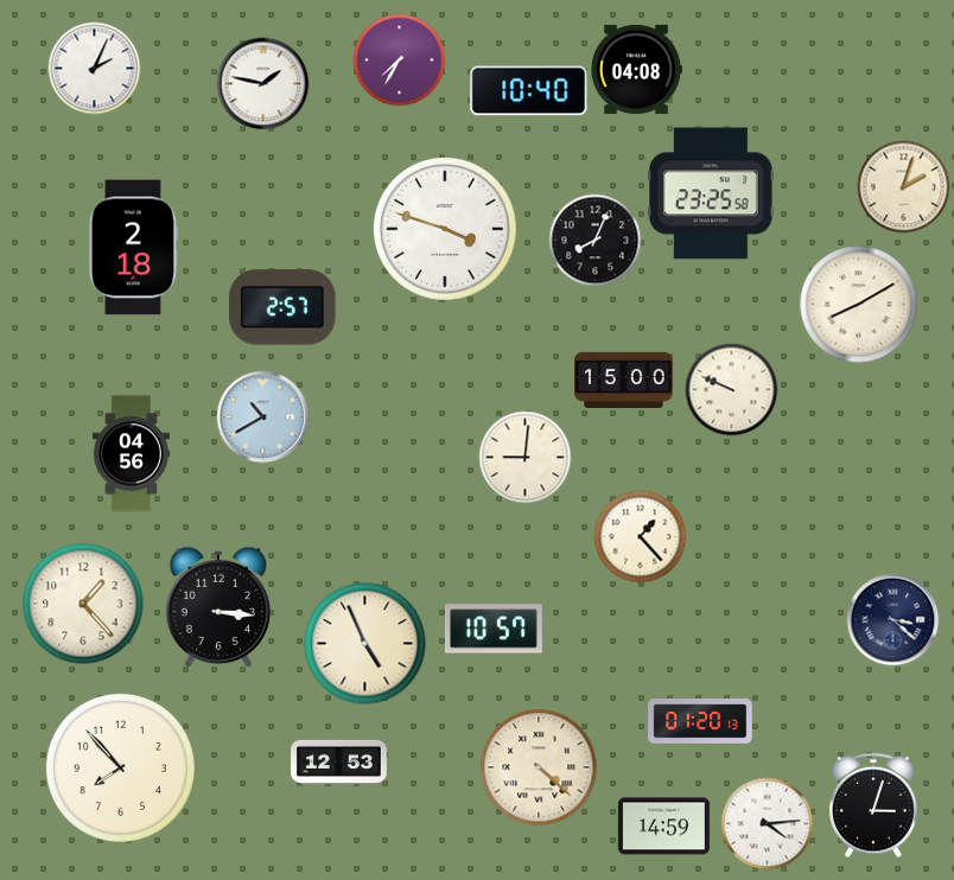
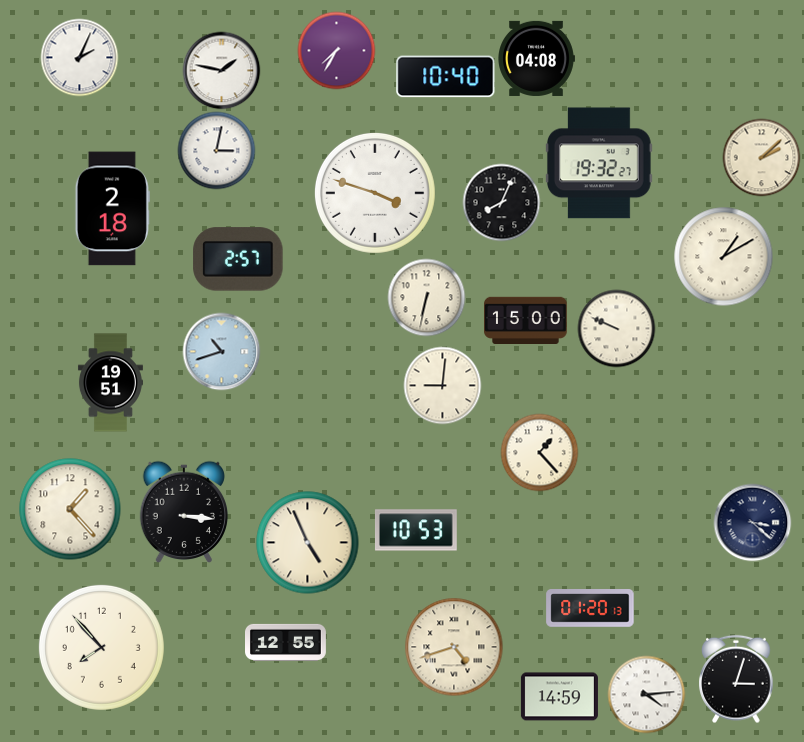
clock at (216, 150): none -> 3:02
clock at (903, 186): 2:03 -> 2:08
clock at (711, 193): 23:25 -> 19:32
clock at (859, 305): 8:10 -> 1:10
clock at (426, 297): none -> 6:32
clock at (262, 416): 10:40 -> 10:42
clock at (131, 454): 04:56 -> 19:51
clock at (494, 629): 10:57 -> 10:53
clock at (339, 761): 12:53 -> 12:55
clock at (539, 767): 4:22 -> 4:42
